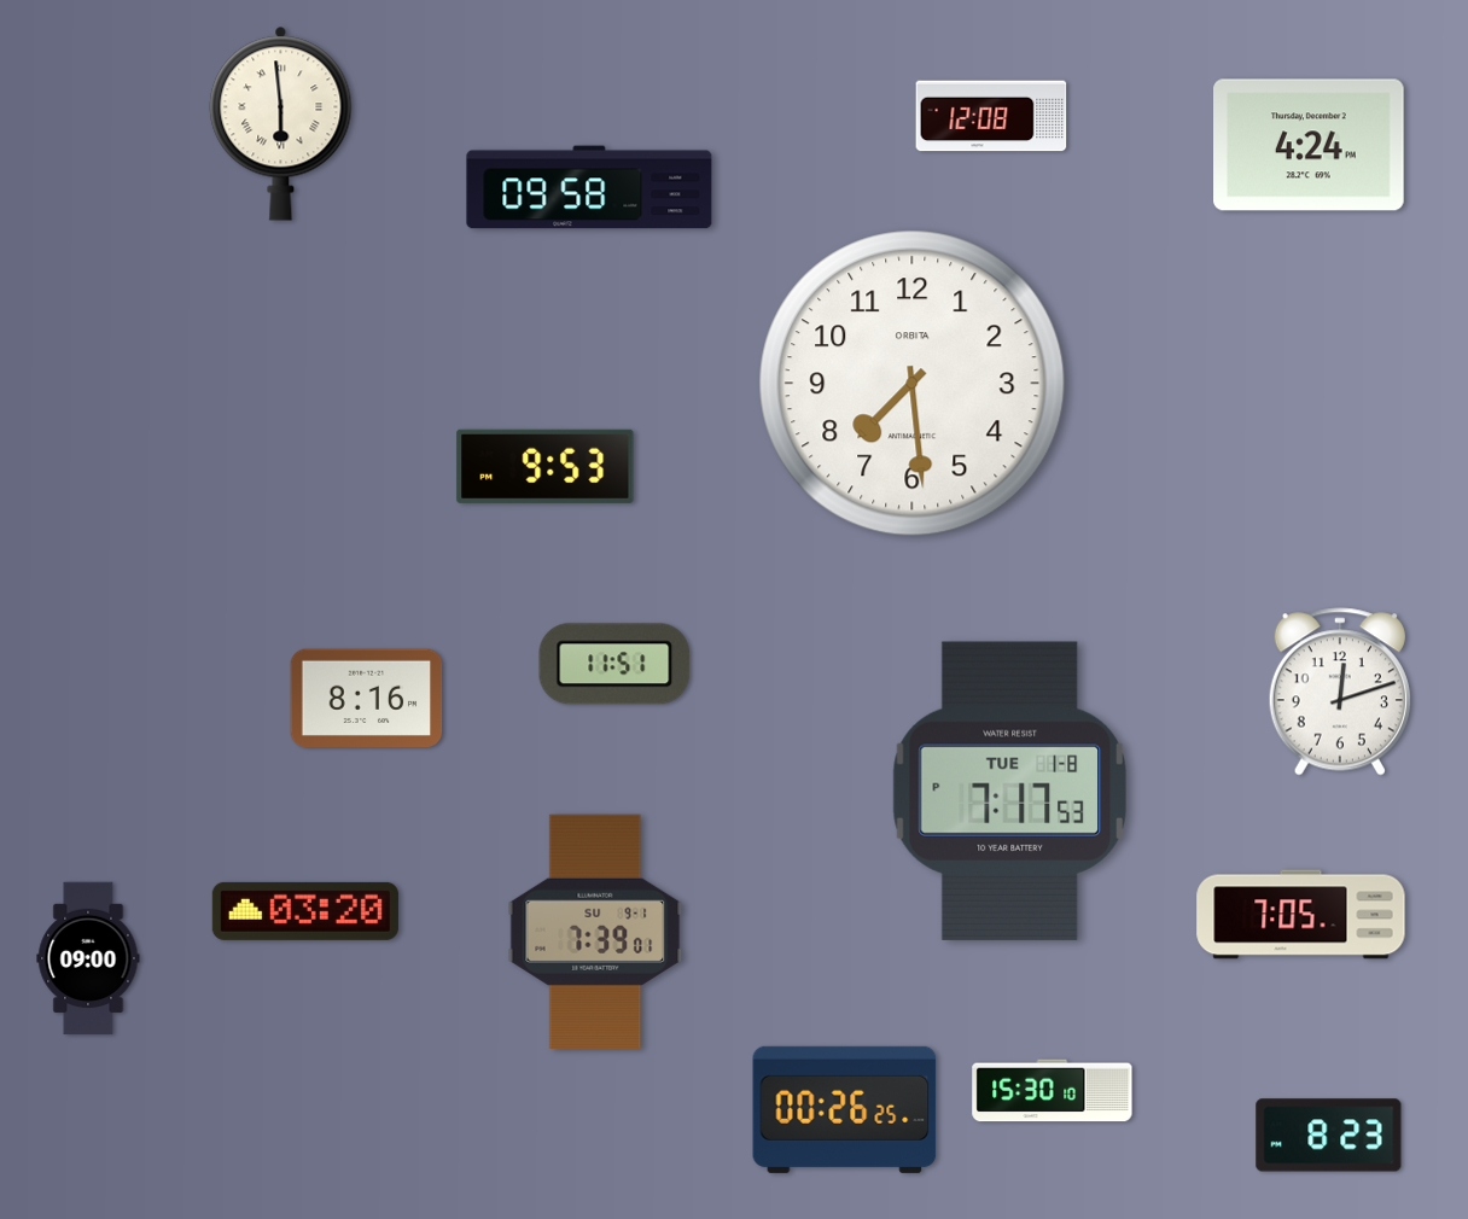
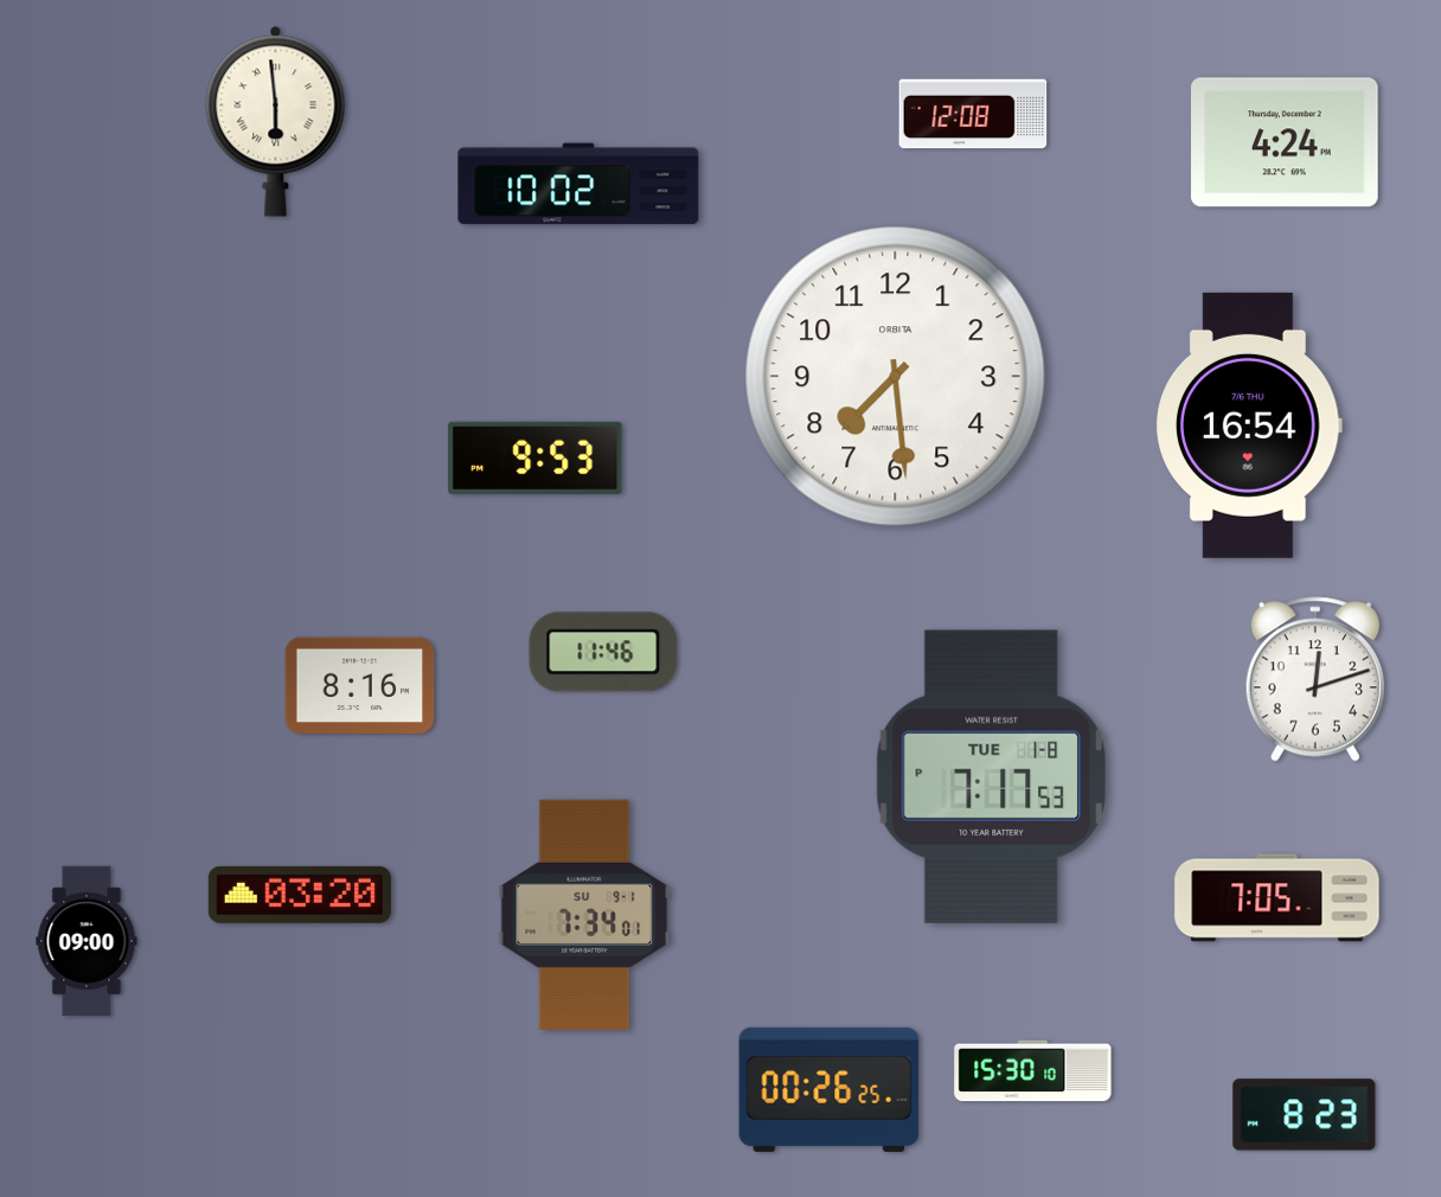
clock at (589, 187): 09:58 -> 10:02
clock at (1249, 425): none -> 16:54
clock at (614, 664): 11:51 -> 11:46
clock at (595, 932): 7:39 -> 7:34
